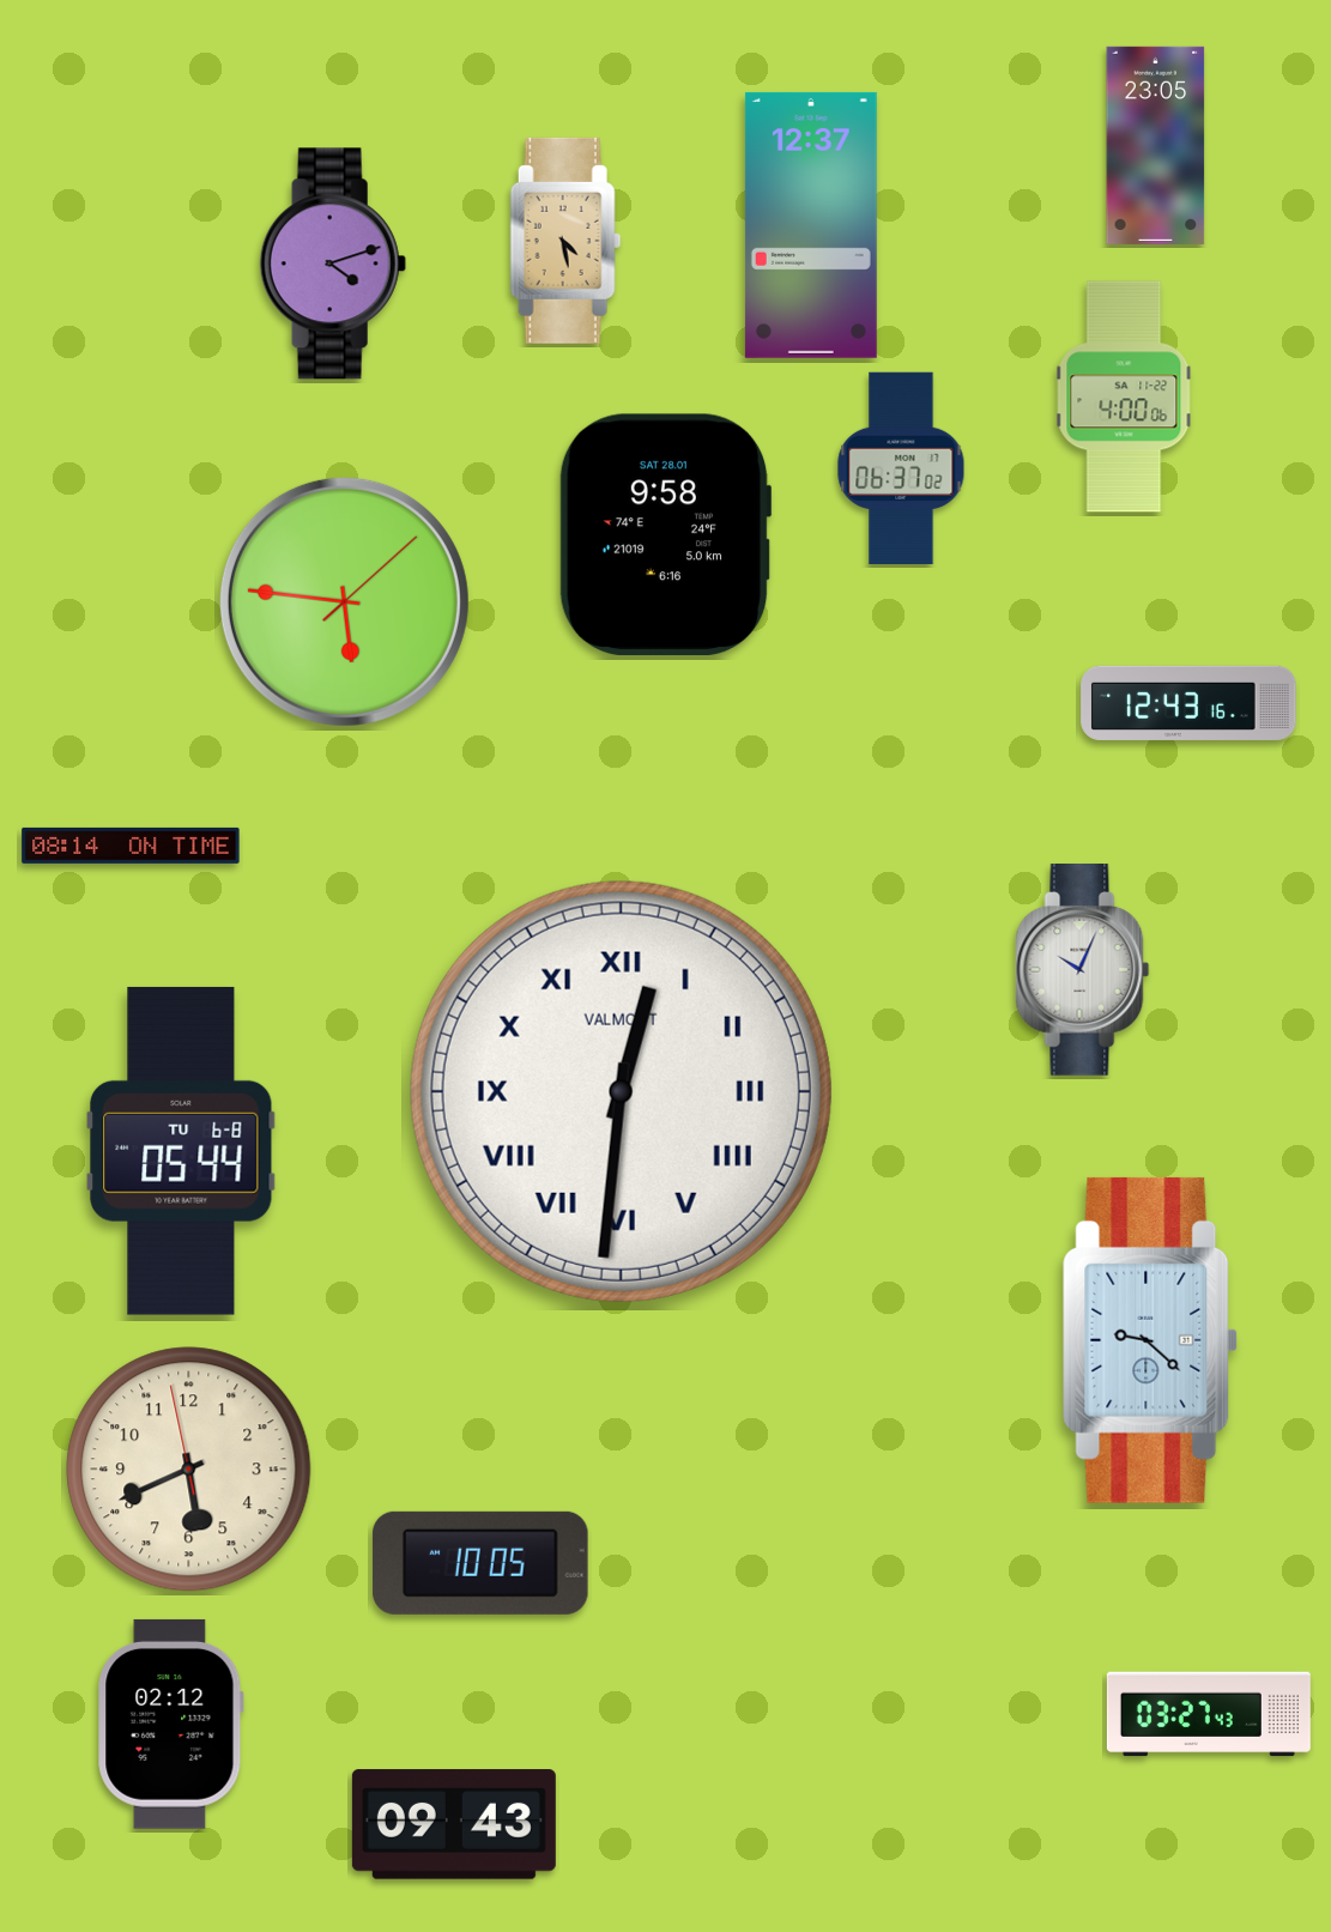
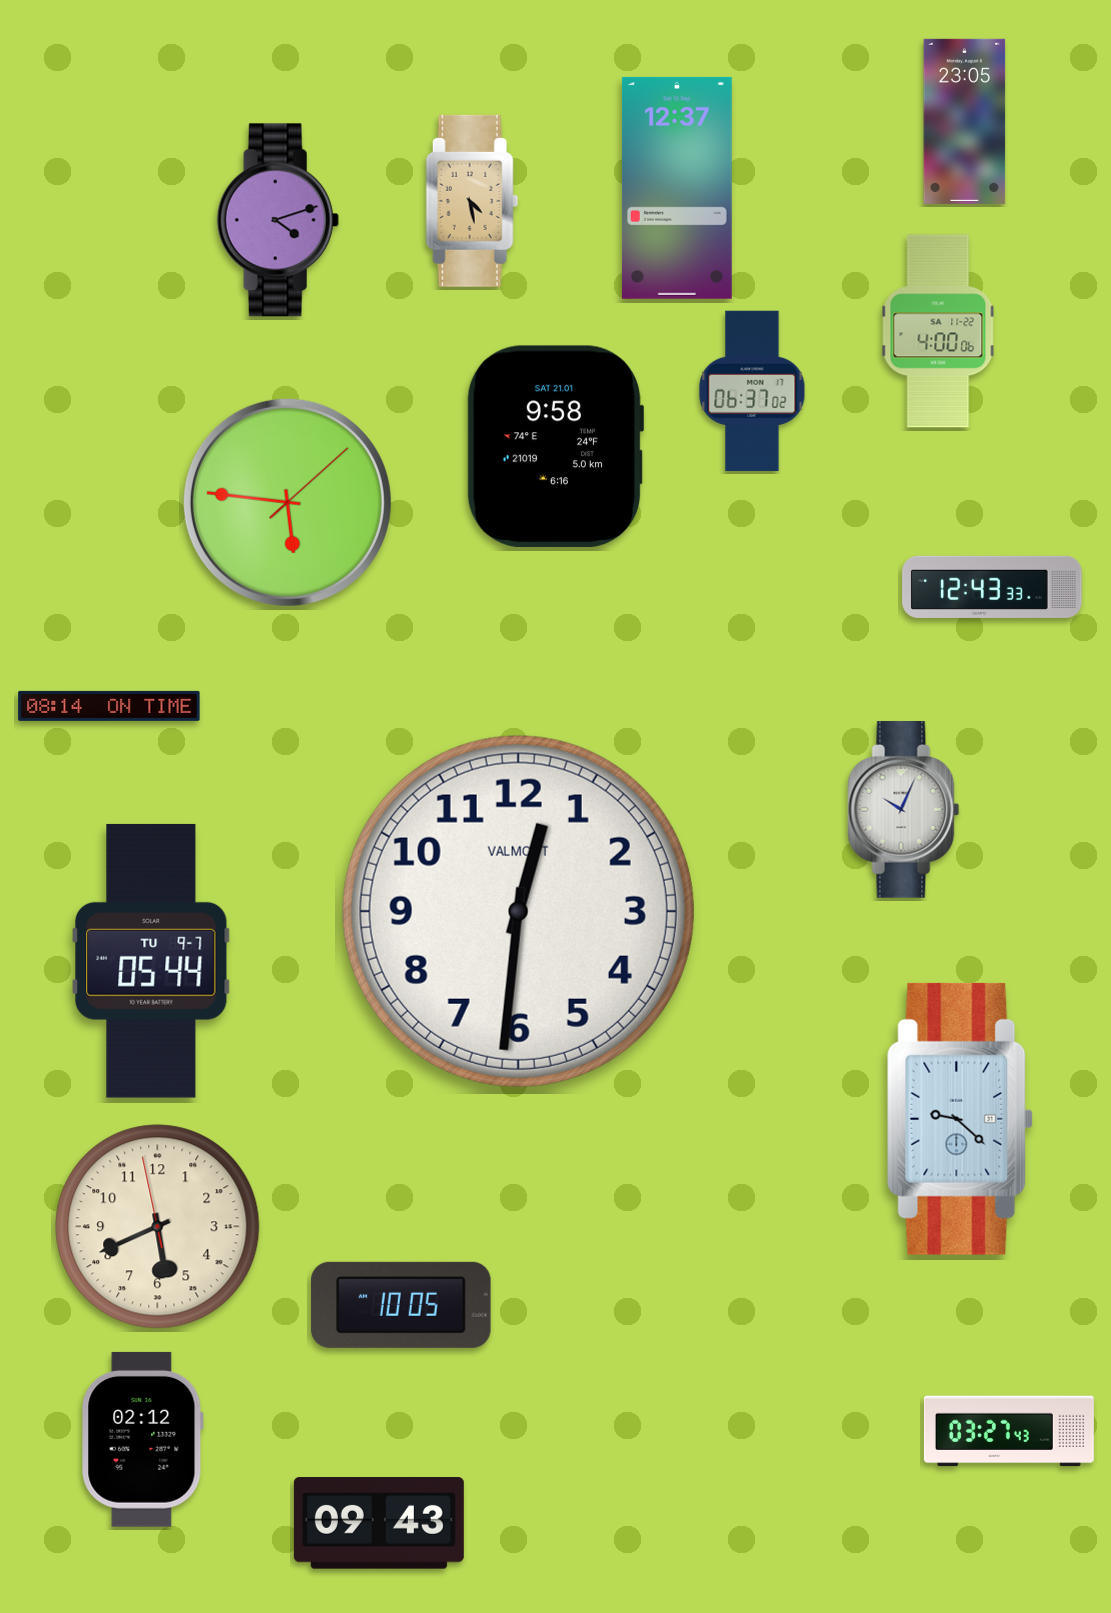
clock at (665, 535) date: SAT 28.01 -> SAT 21.01
clock at (1188, 703): 12:43:16 -> 12:43:33
clock at (621, 1091) numerals: Roman -> Arabic
clock at (181, 1151) date: TU 6-8 -> TU 9-7
